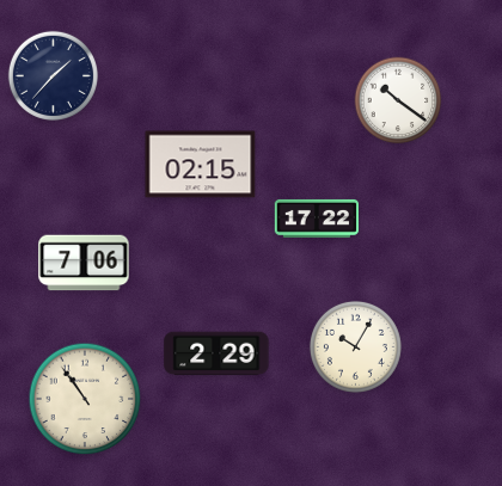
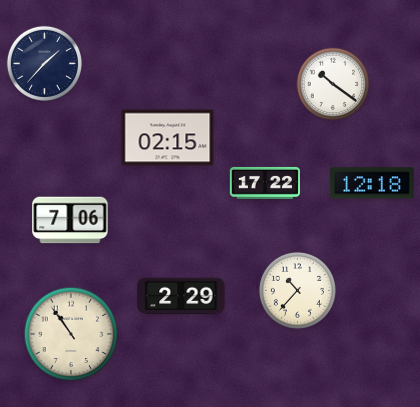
clock at (372, 183): none -> 12:18
clock at (355, 346): 10:05 -> 10:37
